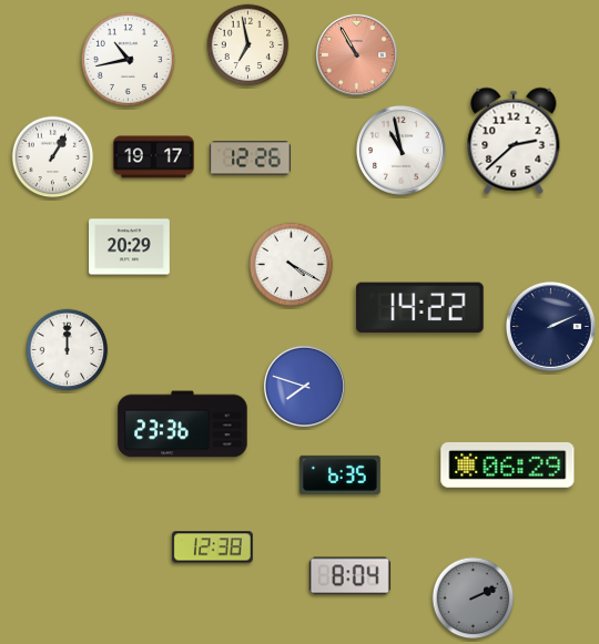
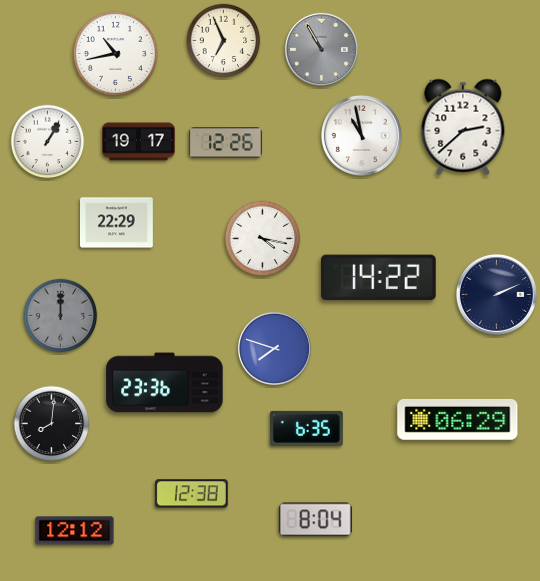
clock at (248, 45): 6:58 -> 6:56
clock at (356, 54) dial: salmon -> grey
clock at (130, 247): 20:29 -> 22:29
clock at (292, 265): 4:20 -> 4:17
clock at (68, 350) dial: white -> grey
clock at (52, 424): none -> 8:01
clock at (75, 531): none -> 12:12
clock at (474, 599): 2:11 -> none
